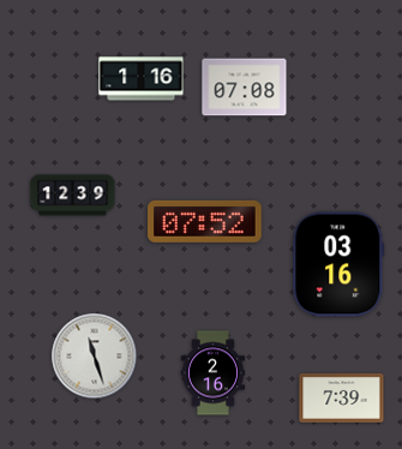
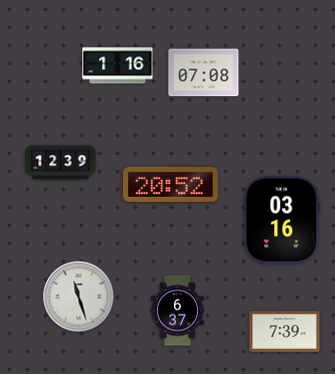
clock at (205, 221): 07:52 -> 20:52
clock at (214, 373): 2:16 -> 6:37
